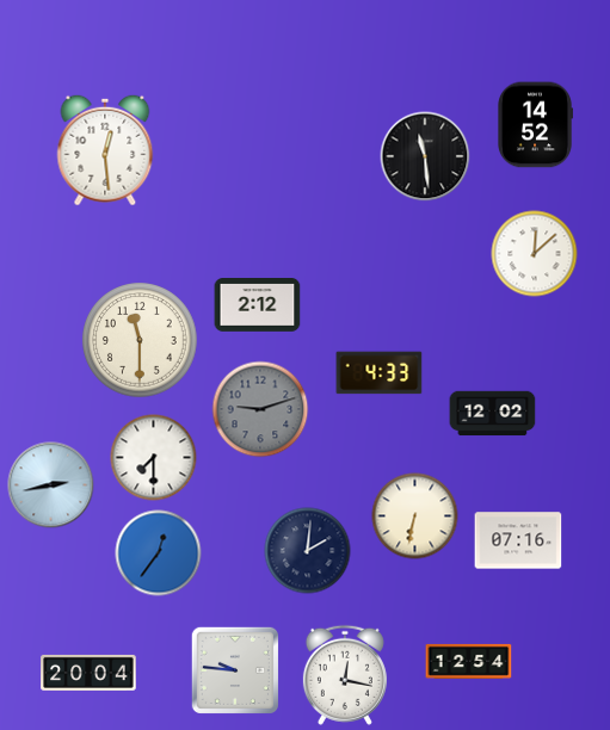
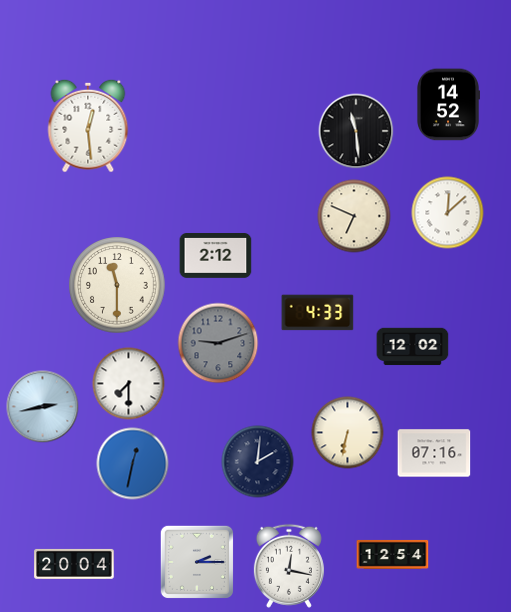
clock at (354, 216): none -> 6:49
clock at (159, 553): 12:36 -> 12:32
clock at (235, 670): 9:46 -> 2:15
